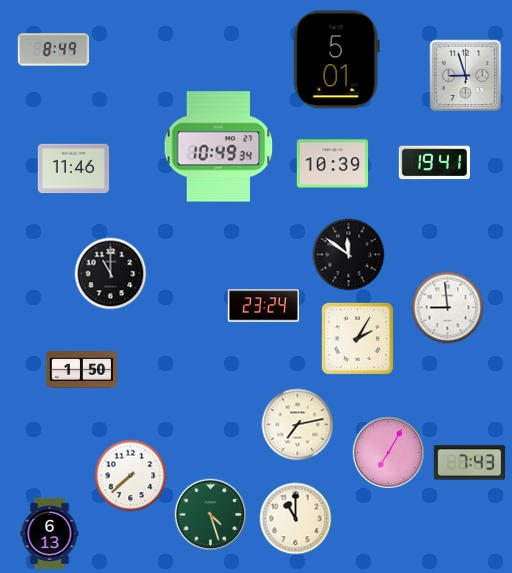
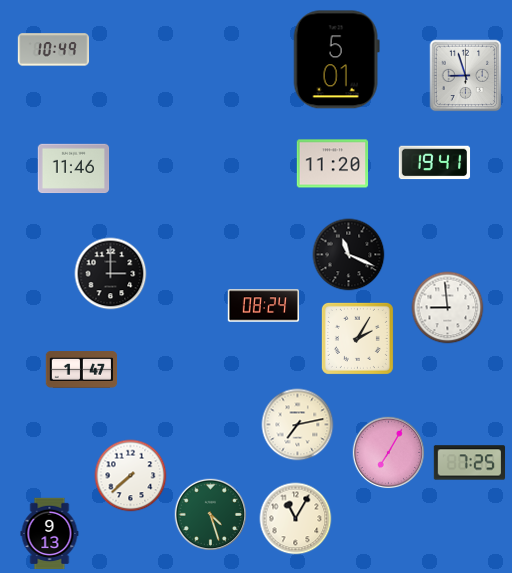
clock at (54, 50): 8:49 -> 10:49
clock at (219, 147): 10:49 -> none
clock at (333, 164): 10:39 -> 11:20
clock at (349, 255): 11:51 -> 11:19
clock at (111, 274): 11:00 -> 3:00
clock at (264, 306): 23:24 -> 08:24
clock at (82, 370): 1:50 -> 1:47
clock at (470, 463): 7:43 -> 7:25
clock at (296, 519): 11:00 -> 11:05
clock at (50, 534): 6:13 -> 9:13
